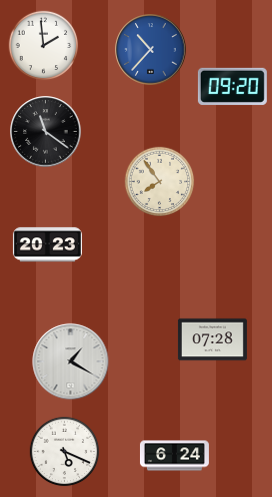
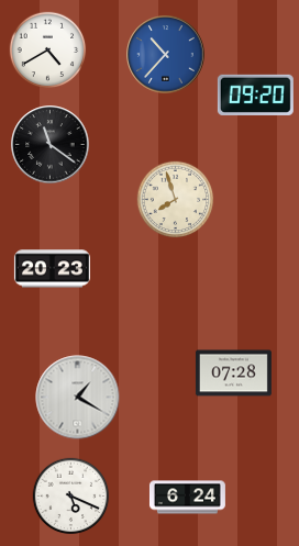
clock at (44, 46): 1:59 -> 4:40
clock at (160, 182): 7:54 -> 7:57
clock at (174, 456) position: (174, 456) -> (187, 498)
